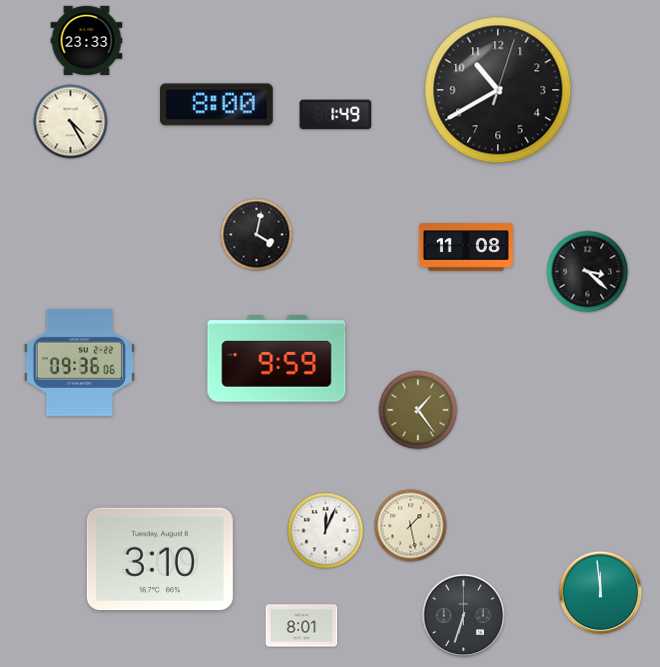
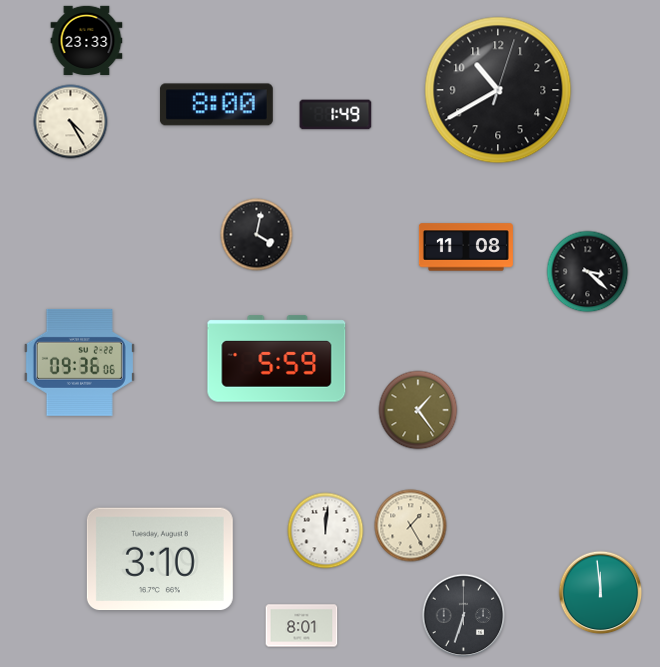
clock at (277, 359): 9:59 -> 5:59
clock at (411, 526): 1:28 -> 1:25
clock at (326, 531): 12:04 -> 12:01
